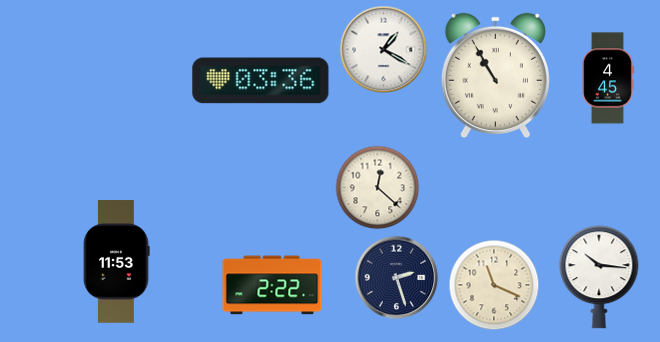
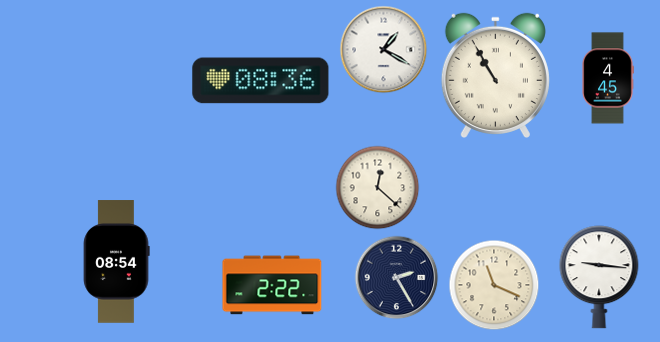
clock at (261, 81): 03:36 -> 08:36
clock at (116, 262): 11:53 -> 08:54
clock at (396, 277): 2:27 -> 2:25
clock at (599, 277): 10:16 -> 9:16
